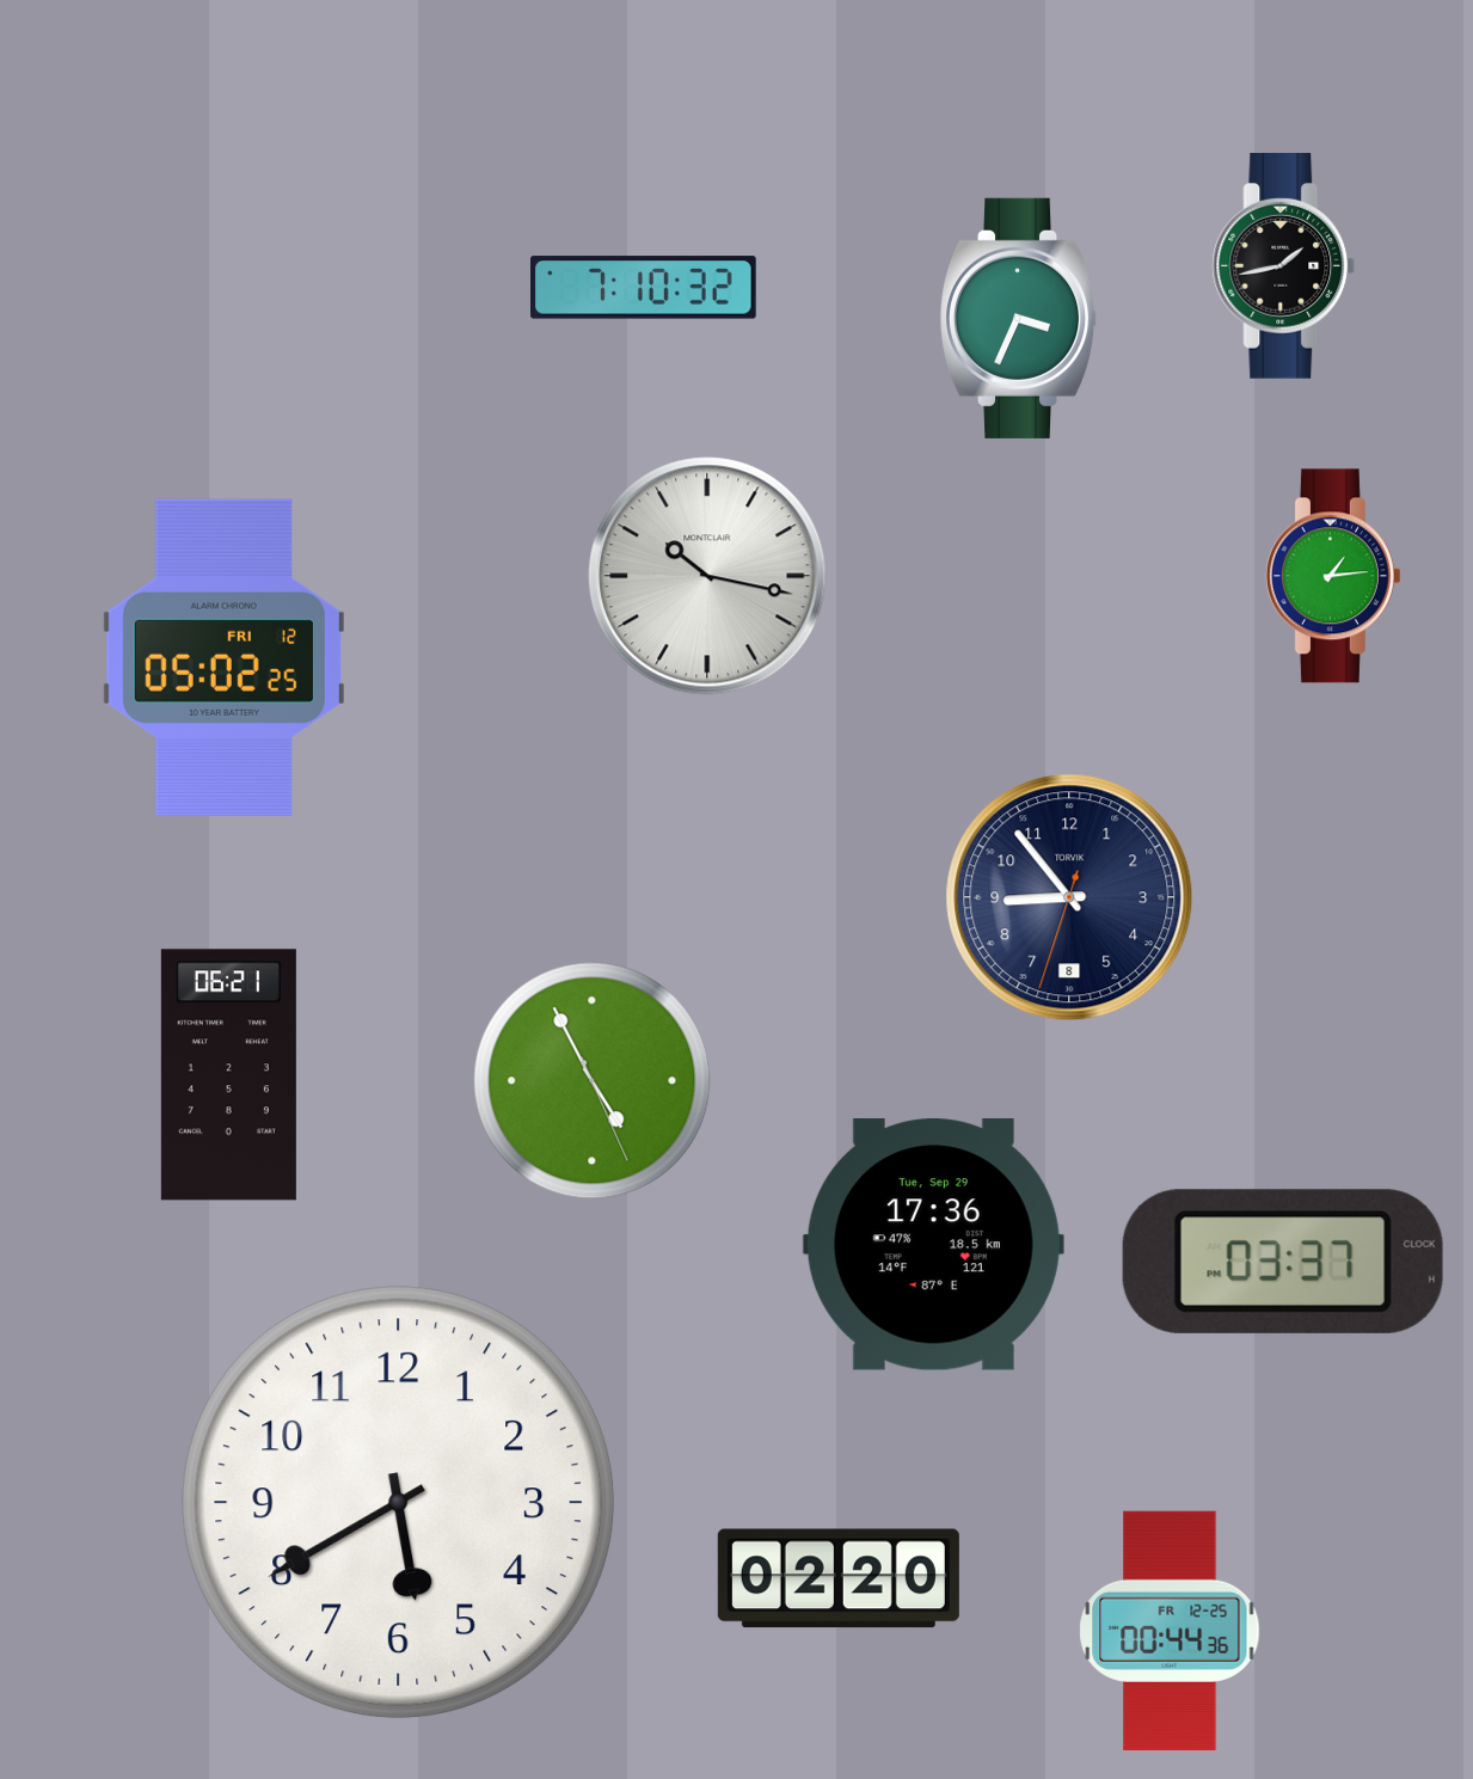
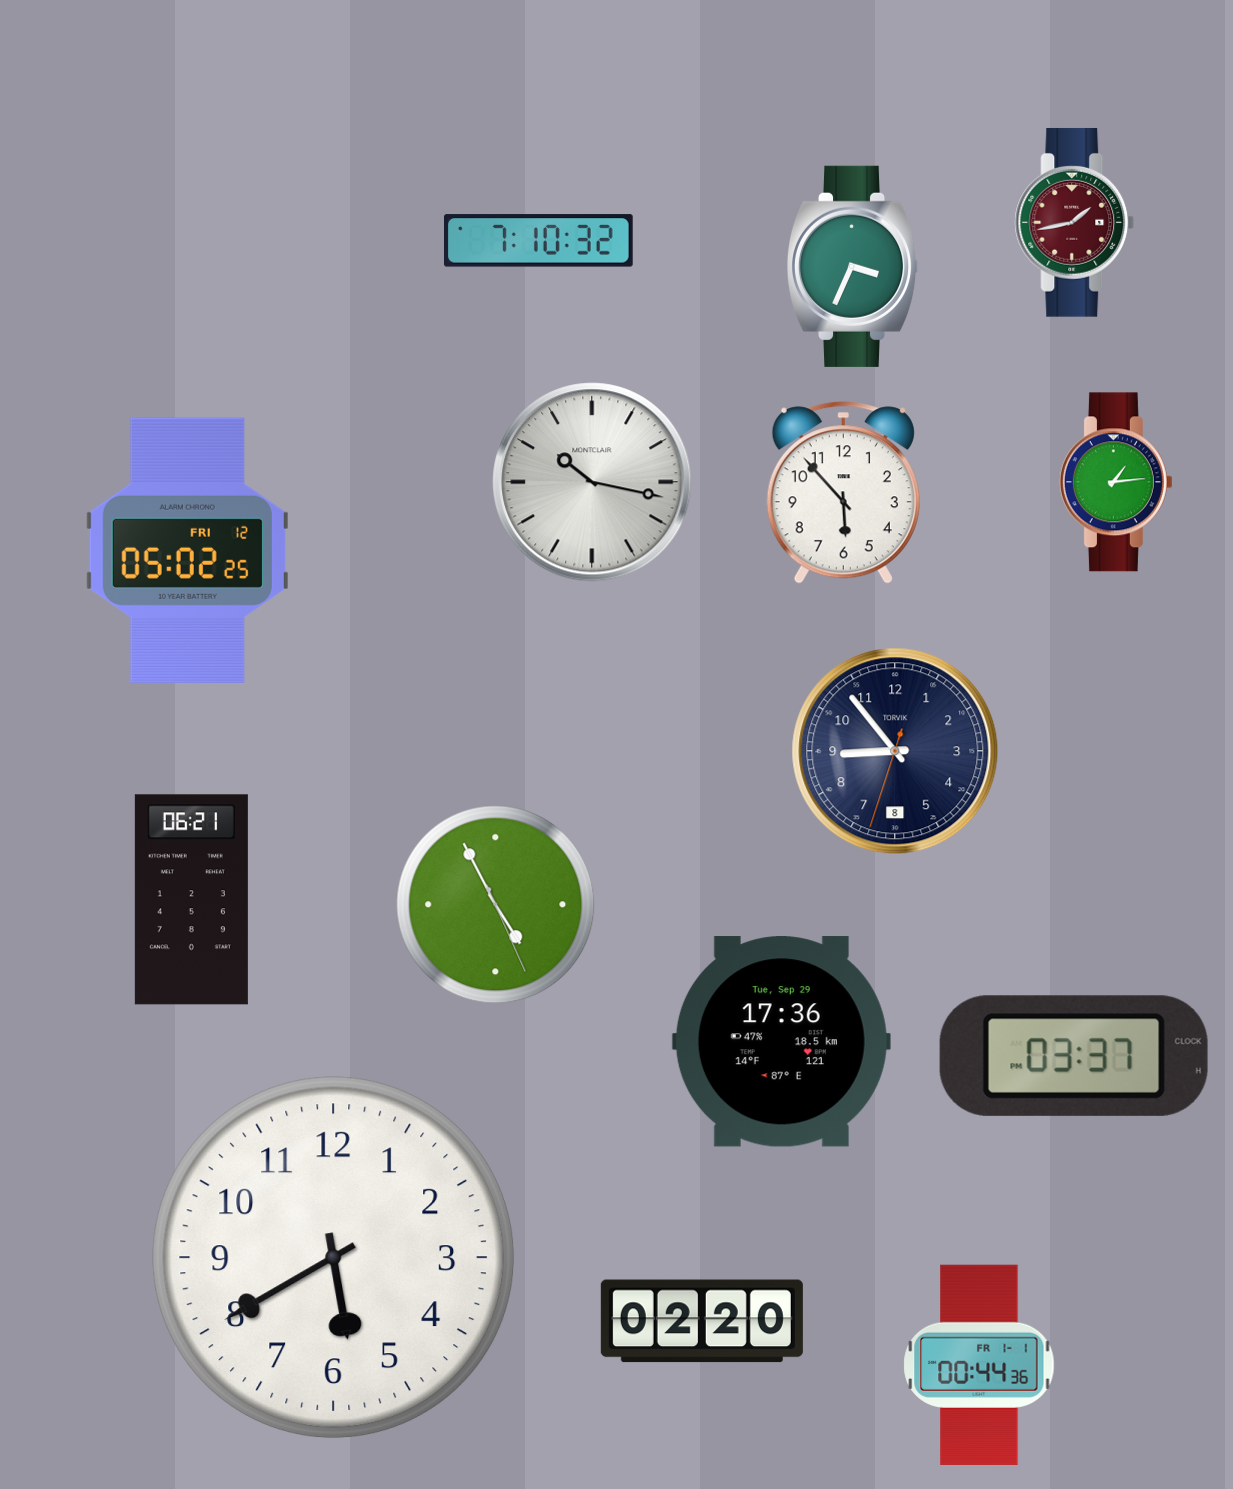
clock at (1284, 265) dial: black -> burgundy
clock at (843, 493): none -> 5:53
clock at (1170, 1631) date: FR 12-25 -> FR 1-1
